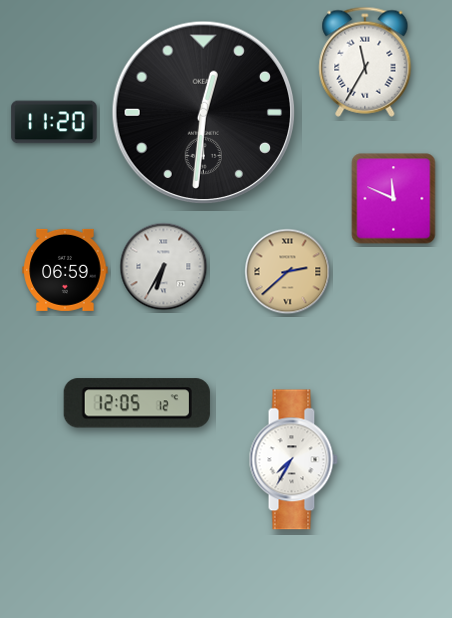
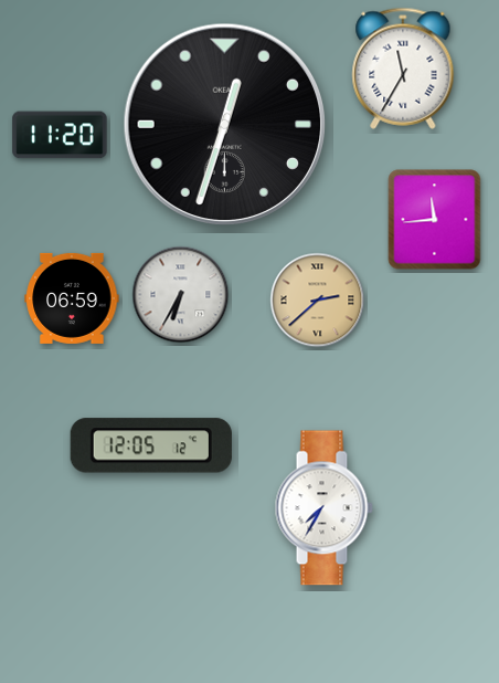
clock at (204, 113): 12:31 -> 12:33
clock at (394, 199): 11:49 -> 11:44
